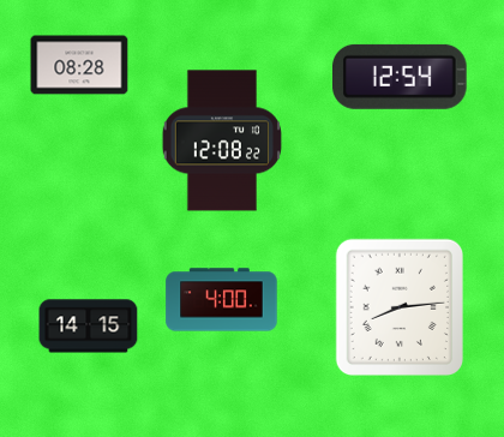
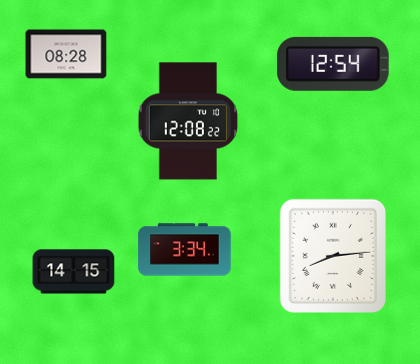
clock at (221, 140) position: (221, 140) -> (187, 121)
clock at (222, 300): 4:00 -> 3:34
